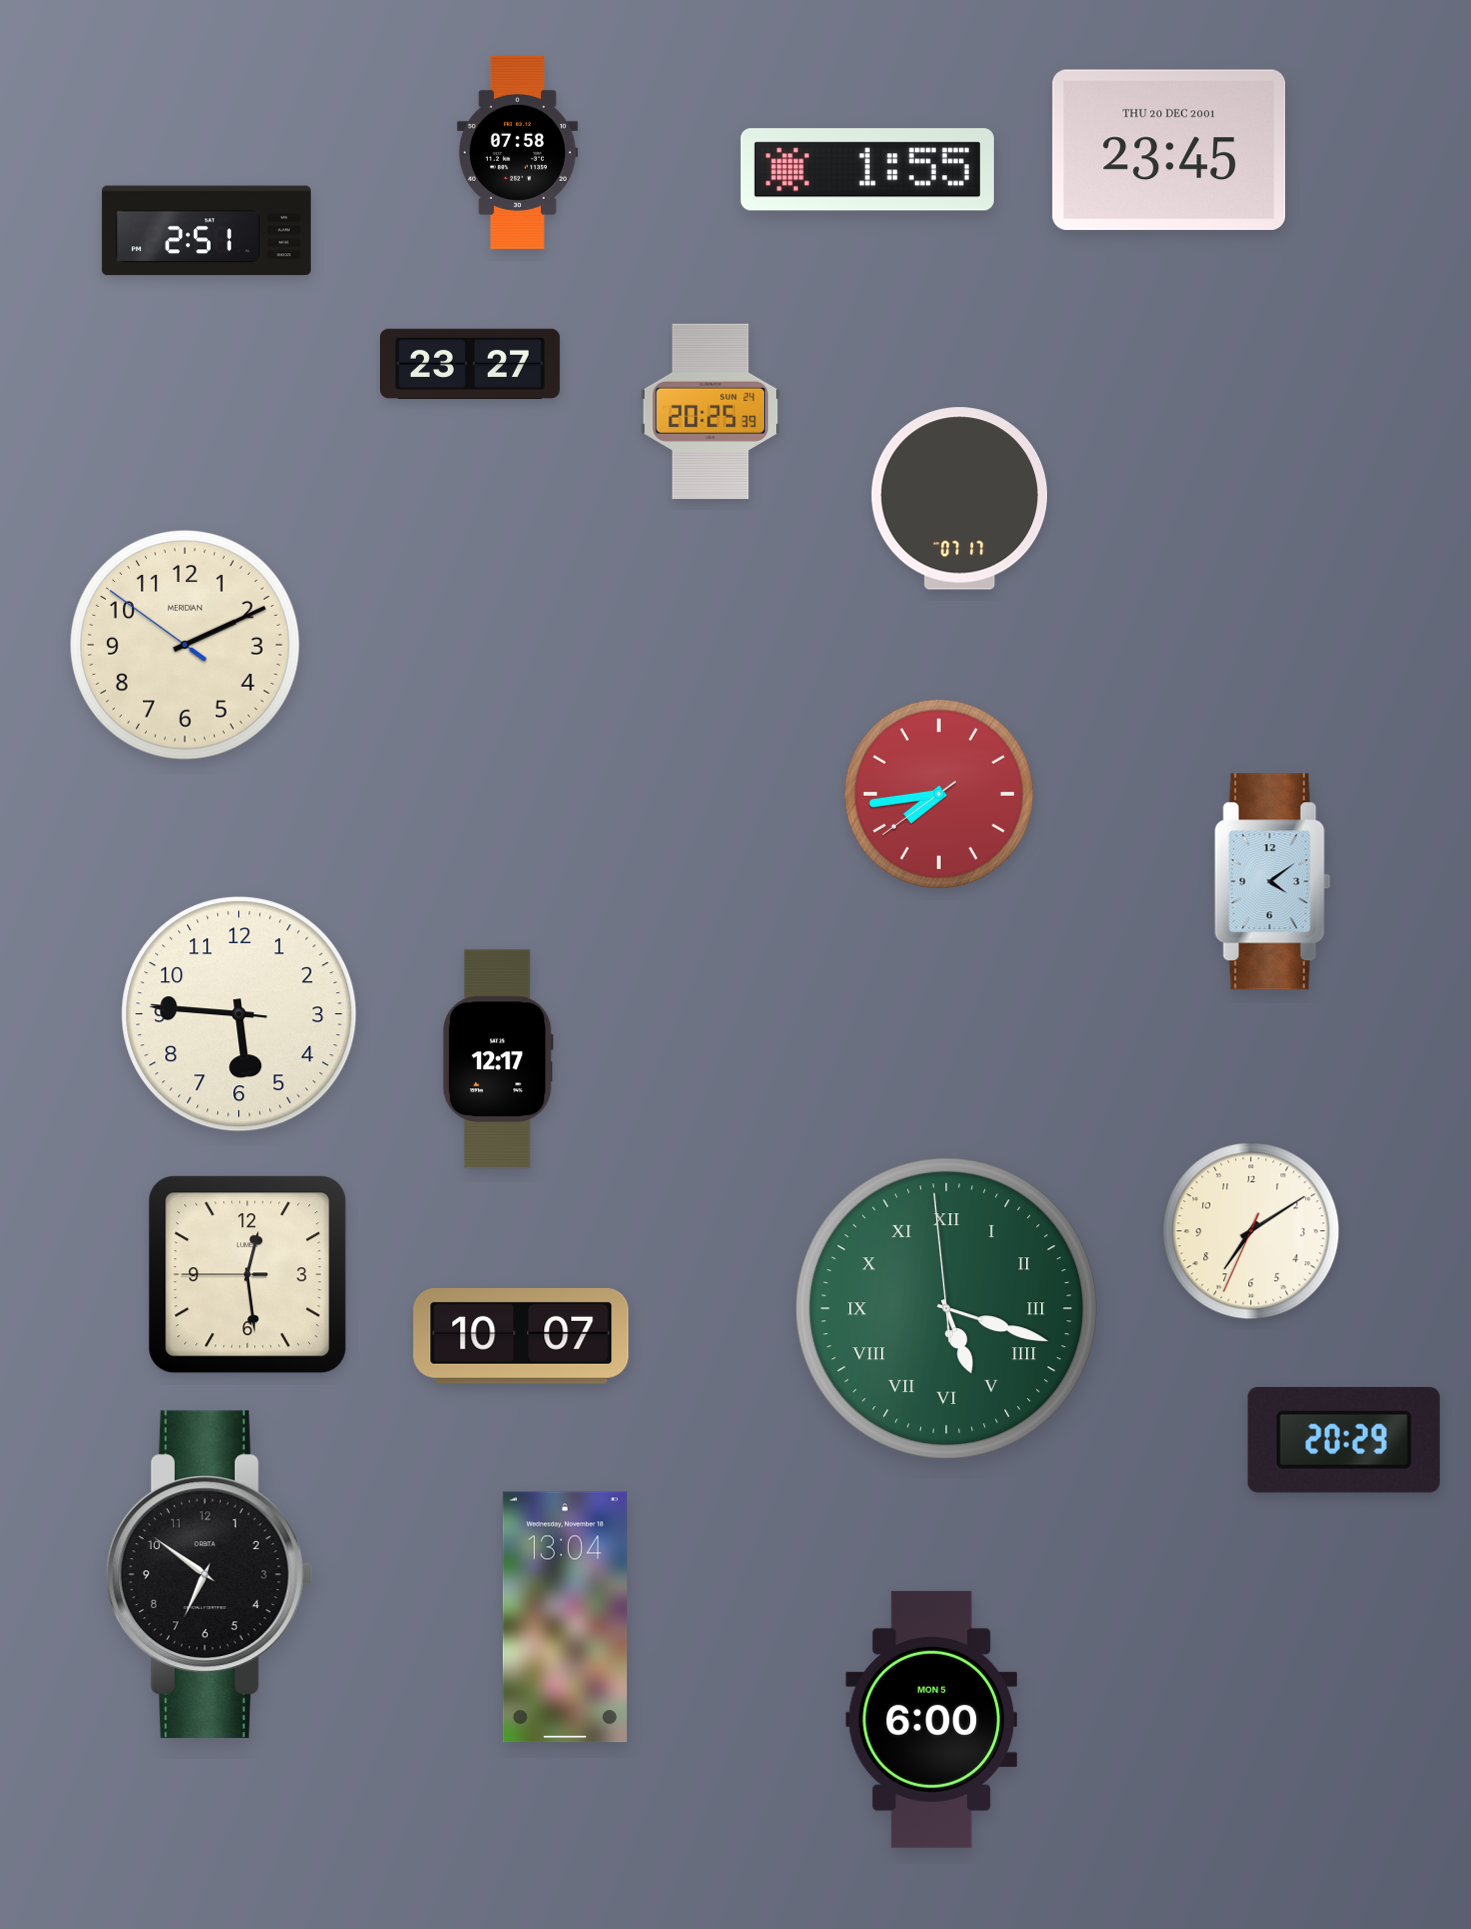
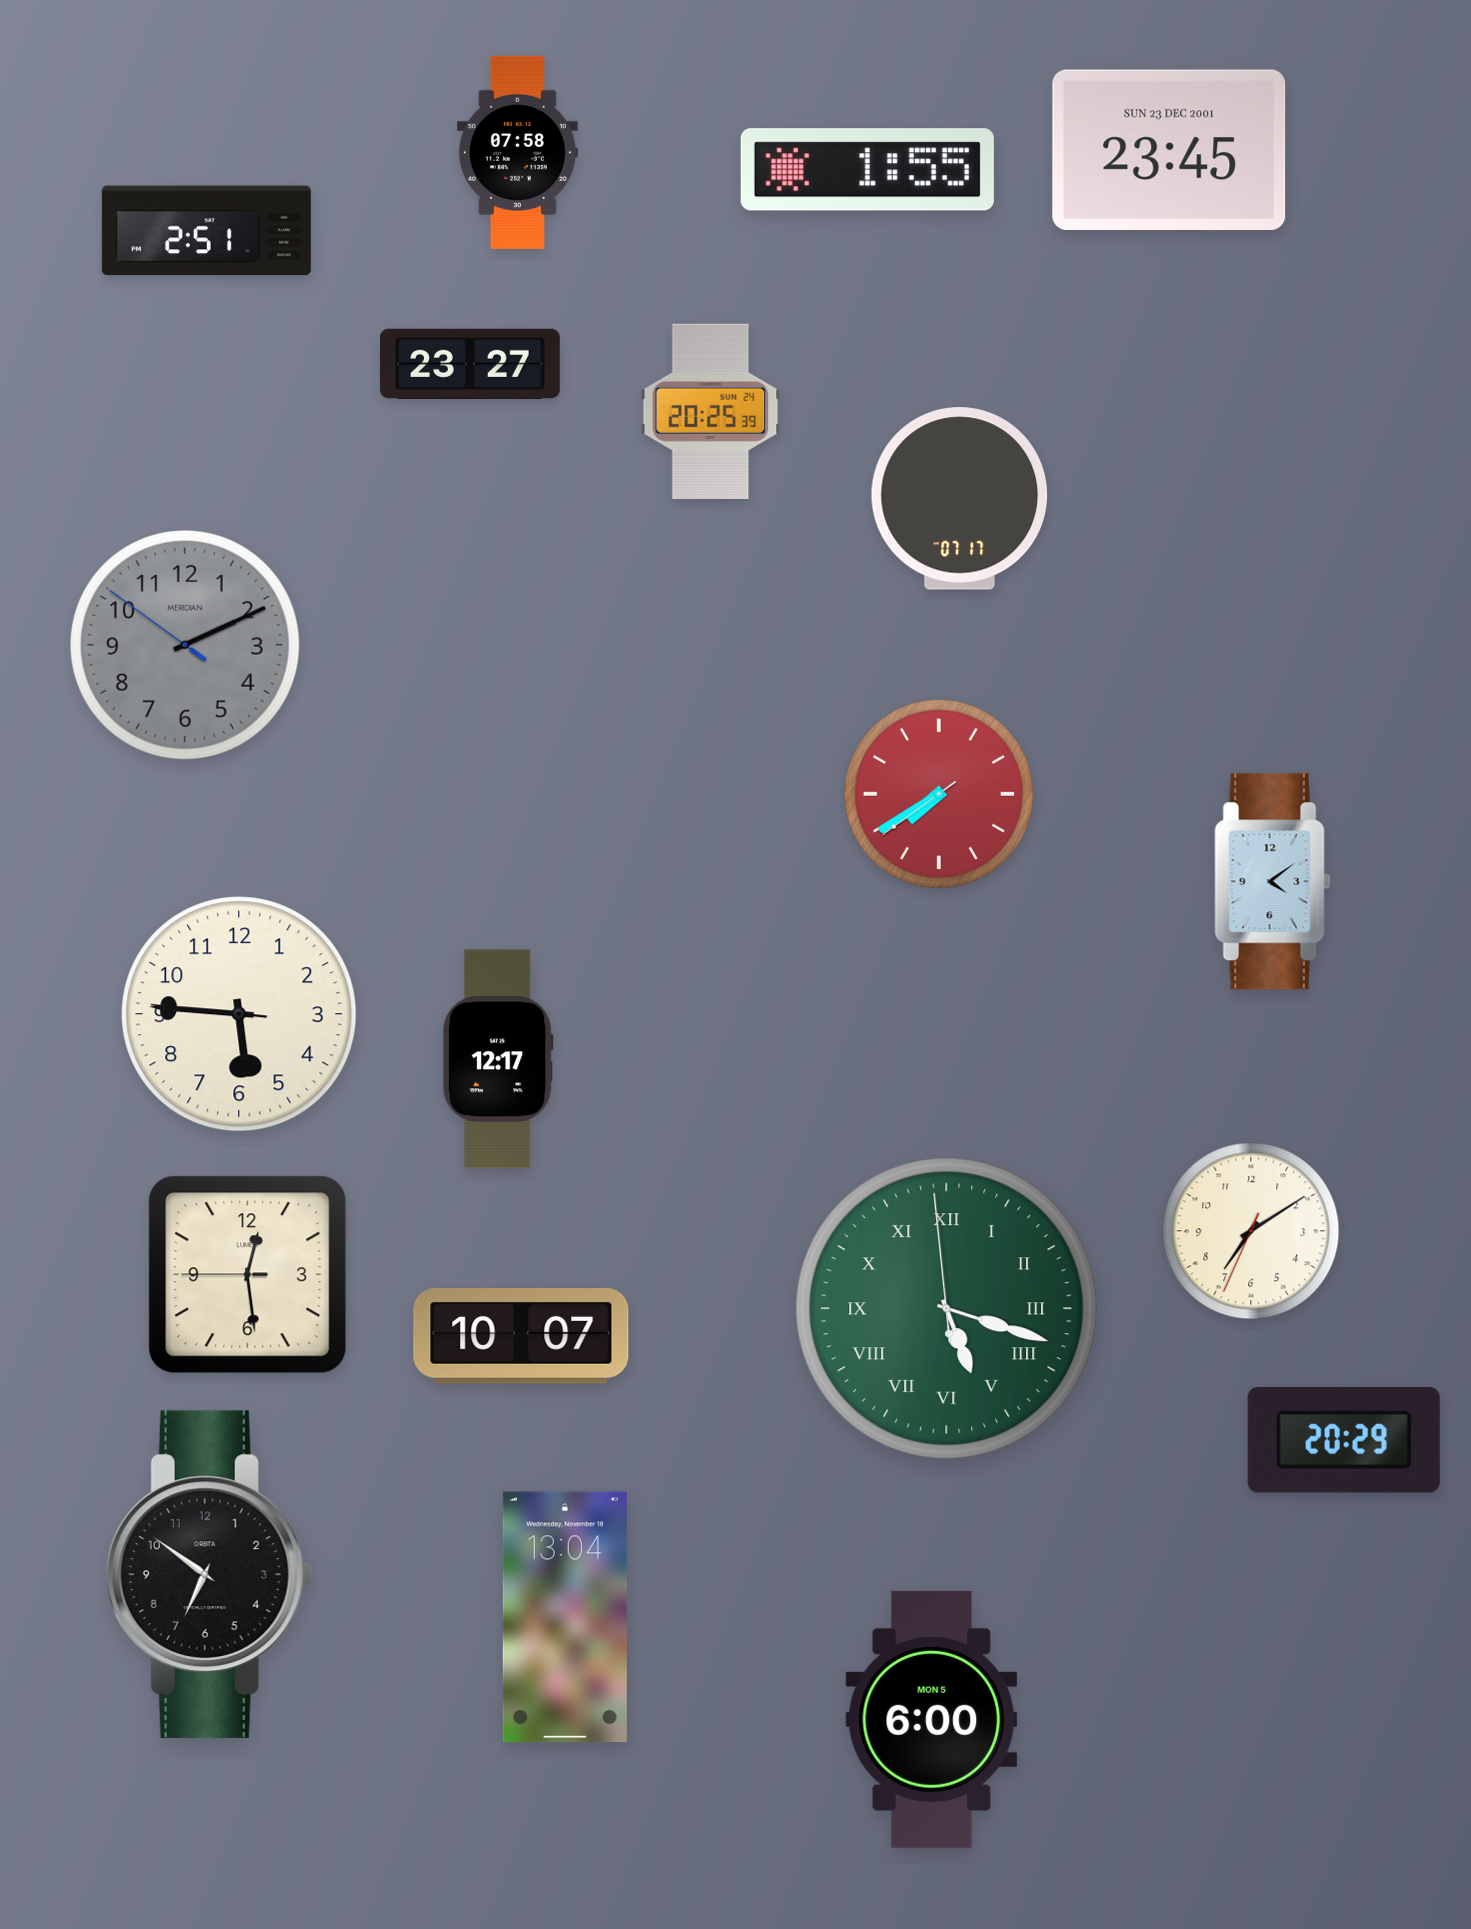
clock at (1169, 150) date: THU 20 DEC 2001 -> SUN 23 DEC 2001
clock at (185, 645) dial: cream -> grey
clock at (939, 794): 7:43 -> 7:39
